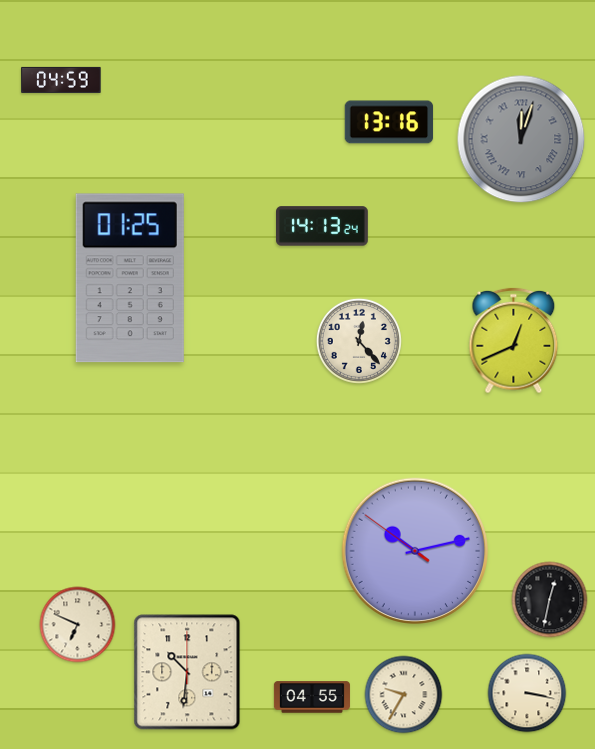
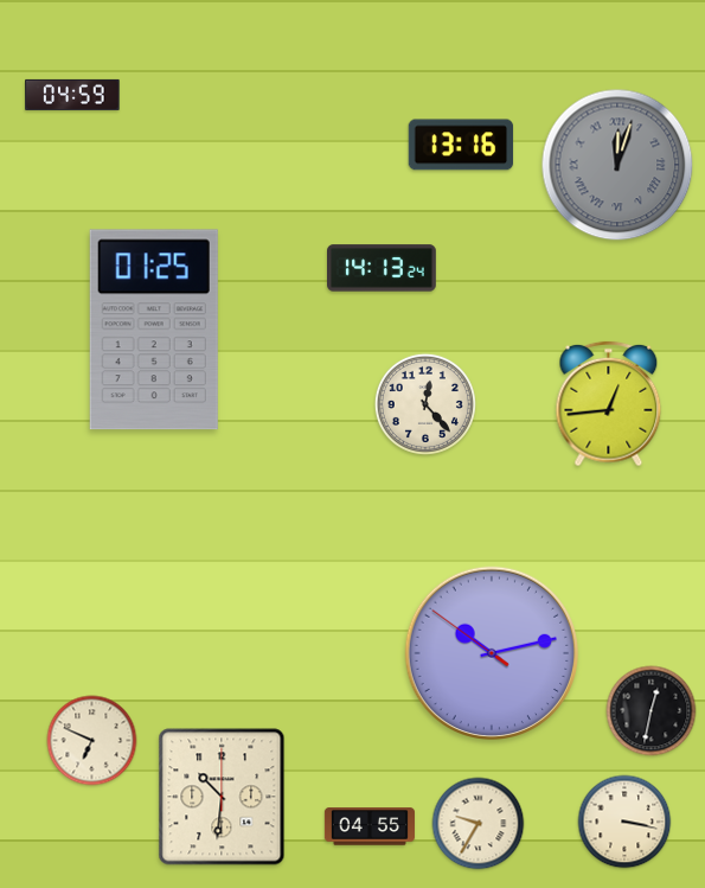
clock at (514, 341): 12:41 -> 12:44
